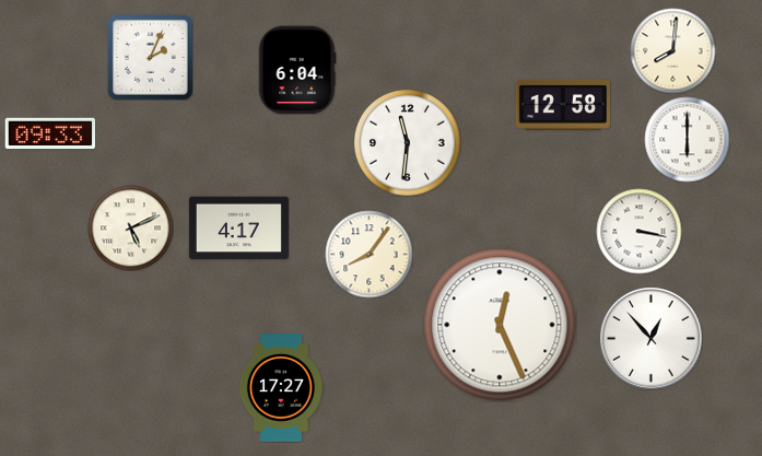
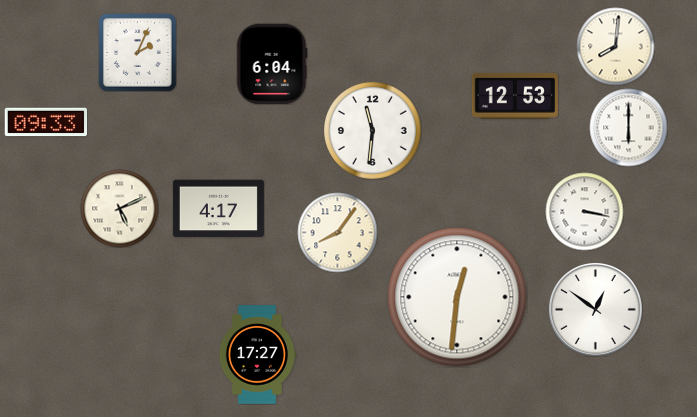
clock at (563, 105): 12:58 -> 12:53
clock at (500, 325): 12:26 -> 12:31
clock at (650, 338): 12:53 -> 12:51
